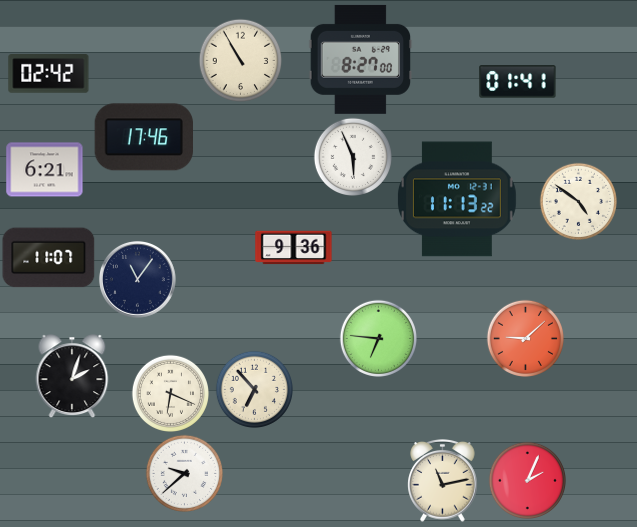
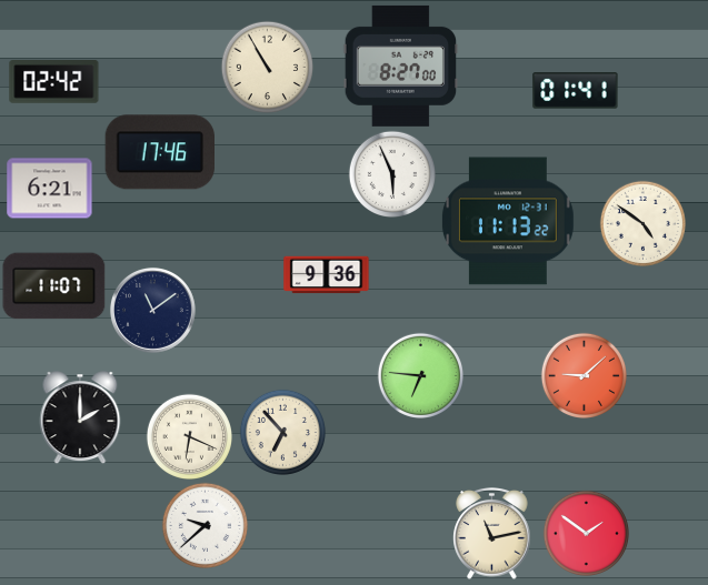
clock at (138, 280): 11:06 -> 11:09
clock at (72, 376): 2:03 -> 2:00
clock at (527, 480): 2:04 -> 1:51
